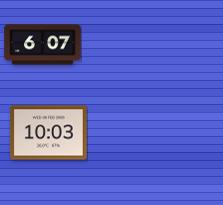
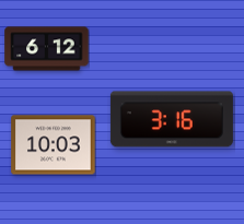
clock at (43, 45): 6:07 -> 6:12
clock at (172, 119): none -> 3:16
